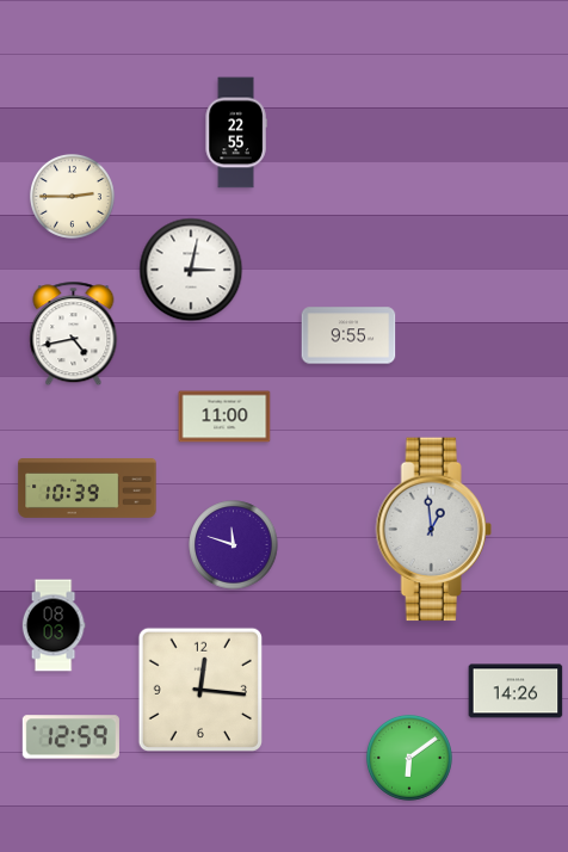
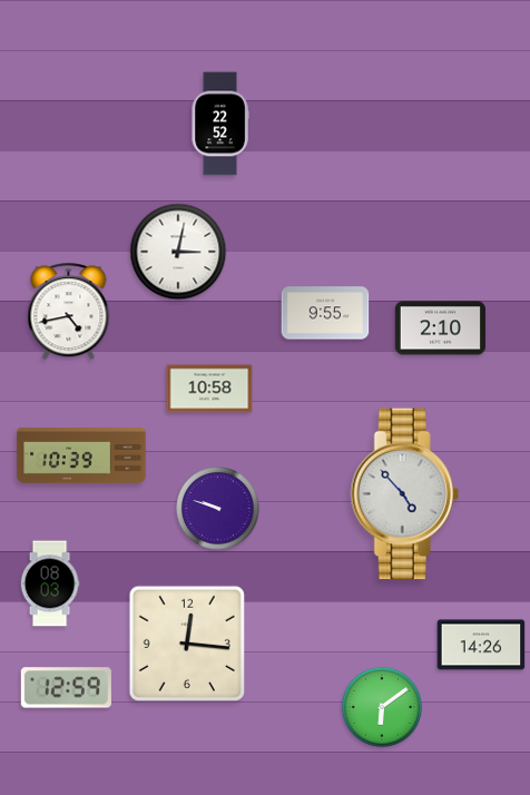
clock at (236, 132): 22:55 -> 22:52
clock at (72, 196): 2:45 -> none
clock at (440, 328): none -> 2:10
clock at (224, 416): 11:00 -> 10:58
clock at (433, 530): 12:59 -> 4:53
clock at (234, 545): 11:48 -> 9:48
